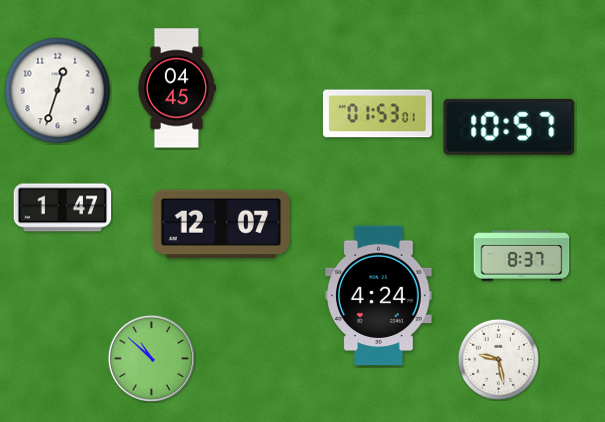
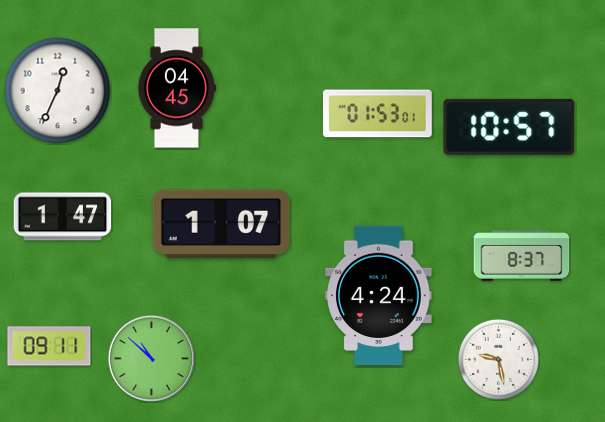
clock at (58, 91): 12:33 -> 12:34
clock at (63, 208) position: (63, 208) -> (63, 217)
clock at (221, 224): 12:07 -> 1:07
clock at (49, 346): none -> 09:11
